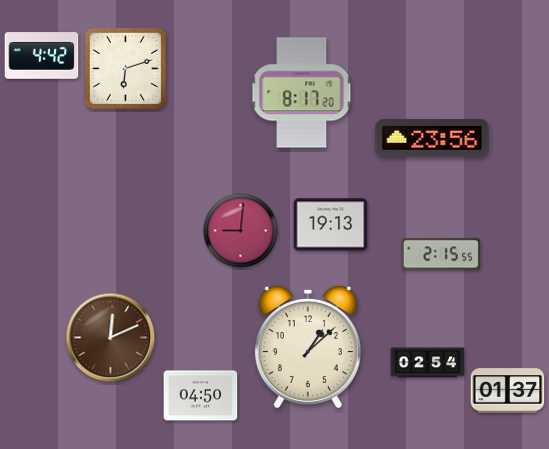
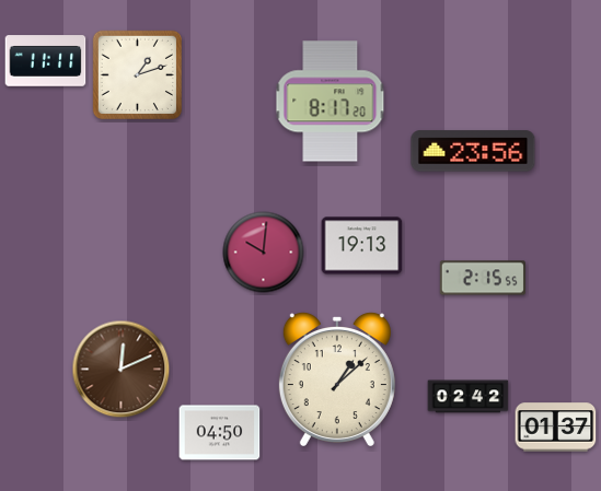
clock at (42, 56): 4:42 -> 11:11
clock at (125, 68): 6:12 -> 1:12
clock at (241, 231): 9:01 -> 10:01
clock at (428, 363): 02:54 -> 02:42
